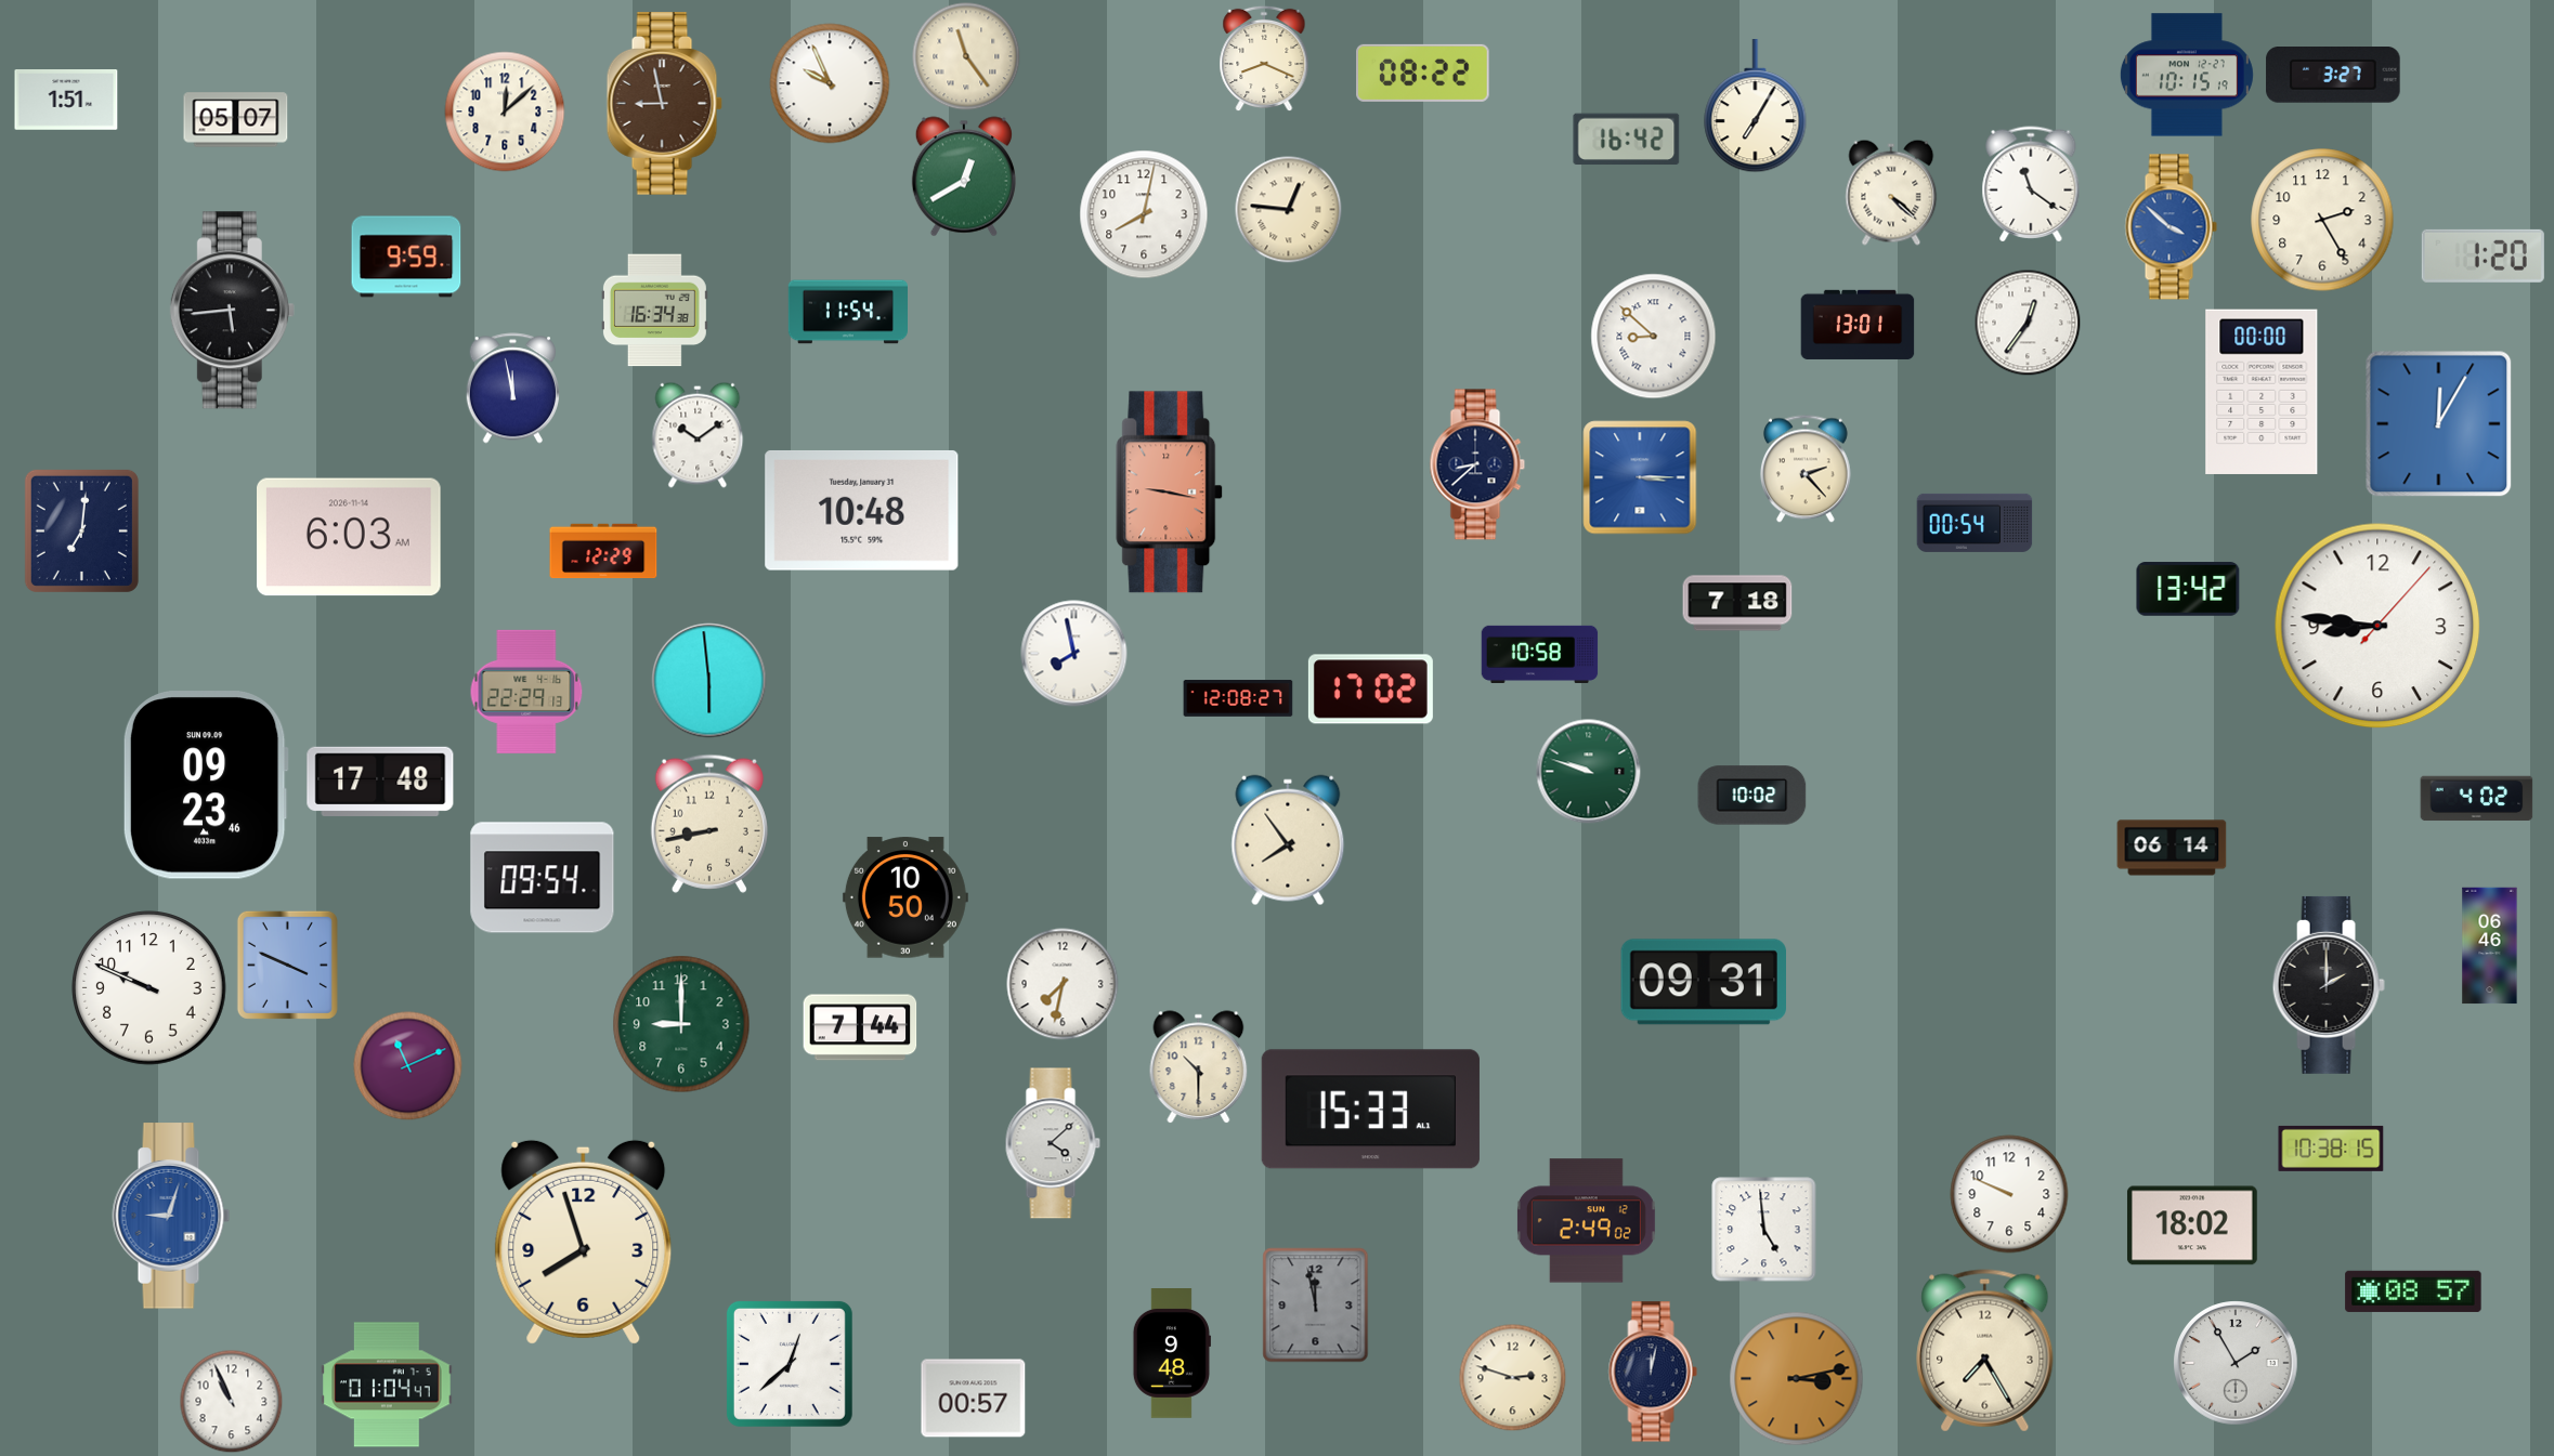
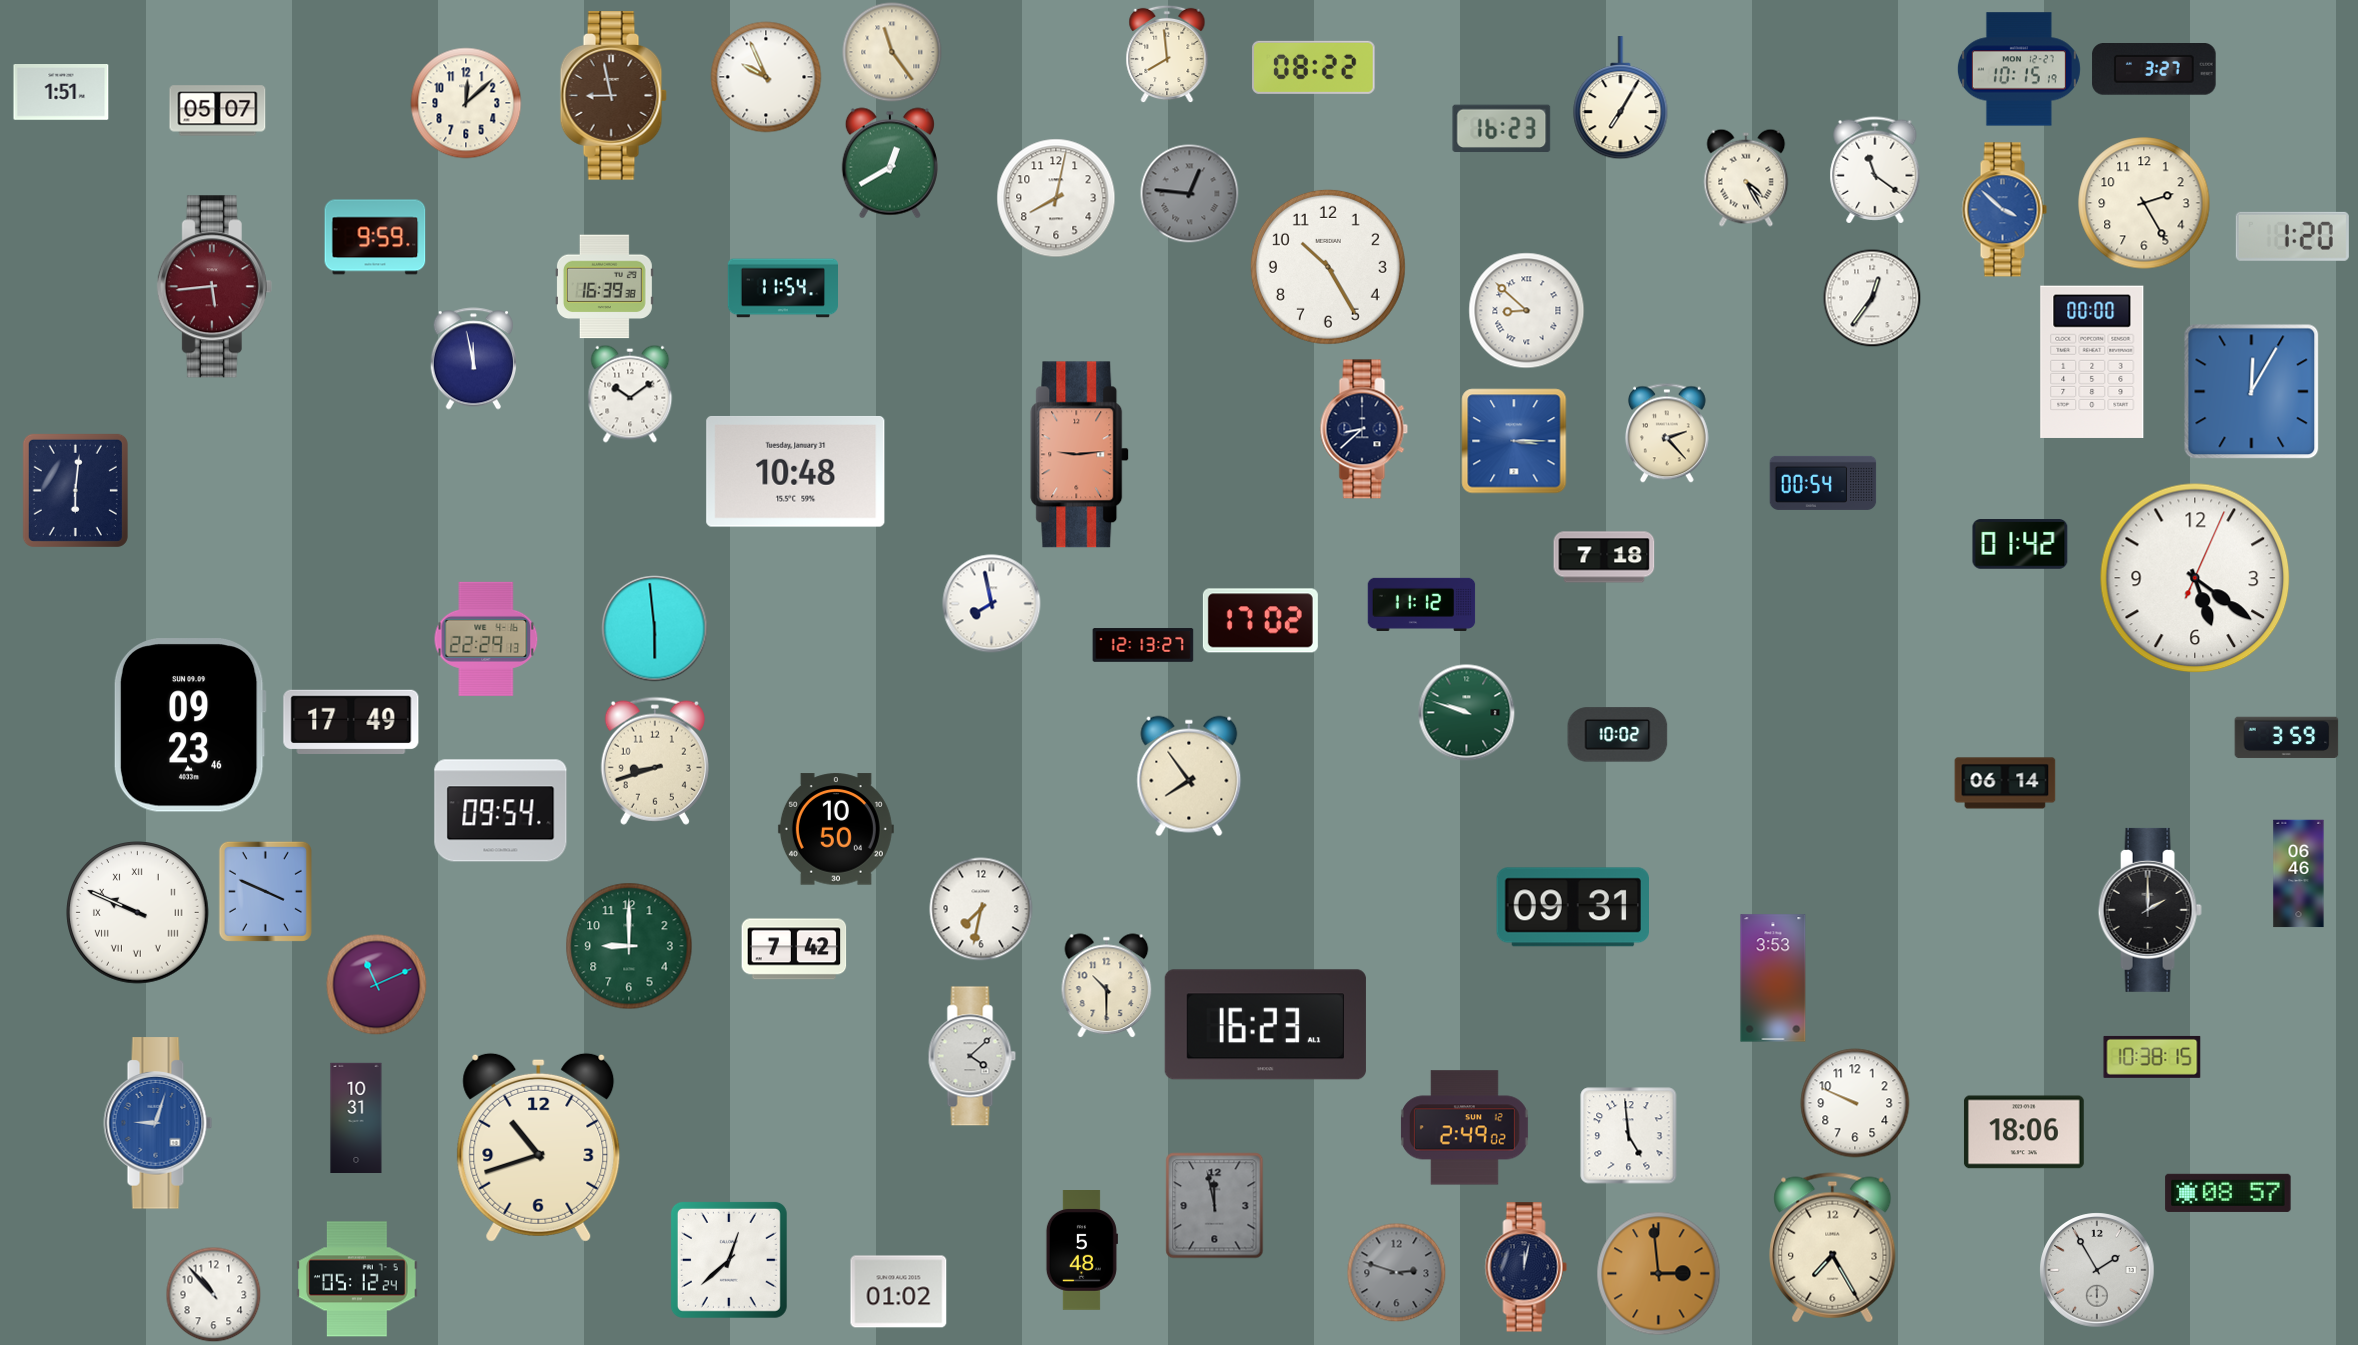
clock at (1264, 58): 8:19 -> 7:59
clock at (1627, 140): 16:42 -> 16:23
clock at (1891, 193): 4:22 -> 4:25
clock at (1289, 210) dial: cream -> grey
clock at (1328, 267): none -> 10:25
clock at (232, 311) dial: black -> burgundy
clock at (654, 311): 16:34 -> 16:39
clock at (1858, 325): 13:01 -> none
clock at (2262, 392) position: (2262, 392) -> (2092, 362)
clock at (698, 435) position: (698, 435) -> (630, 394)
clock at (1170, 493): 9:17 -> 9:14
clock at (81, 530): 7:01 -> 6:01
clock at (349, 537): 6:03 -> none
clock at (603, 551): 12:29 -> none
clock at (2188, 589): 13:42 -> 01:42
clock at (2377, 626): 8:46 -> 5:21
clock at (1540, 654): 10:58 -> 11:12
clock at (1370, 690) position: (1370, 690) -> (1260, 621)
clock at (1238, 698): 12:08 -> 12:13
clock at (380, 782): 17:48 -> 17:49
clock at (2477, 799): 4:02 -> 3:59
clock at (709, 824): 8:43 -> 8:42
clock at (149, 988) numerals: Arabic -> Roman
clock at (860, 1027): 7:44 -> 7:42
clock at (1773, 978): none -> 3:53
clock at (1370, 1110): 15:33 -> 16:23
clock at (2331, 1149) position: (2331, 1149) -> (2152, 1057)
clock at (356, 1117): none -> 10:31
clock at (2192, 1225): 18:02 -> 18:06
clock at (584, 1242): 7:57 -> 10:42
clock at (1172, 1354): 9:48 -> 5:48
clock at (2236, 1363) position: (2236, 1363) -> (2097, 1270)
clock at (1513, 1378) dial: cream -> grey
clock at (1797, 1379): 3:13 -> 2:59
clock at (387, 1385): 01:04 -> 05:12
clock at (974, 1399): 00:57 -> 01:02
clock at (231, 1401): 10:56 -> 10:53
